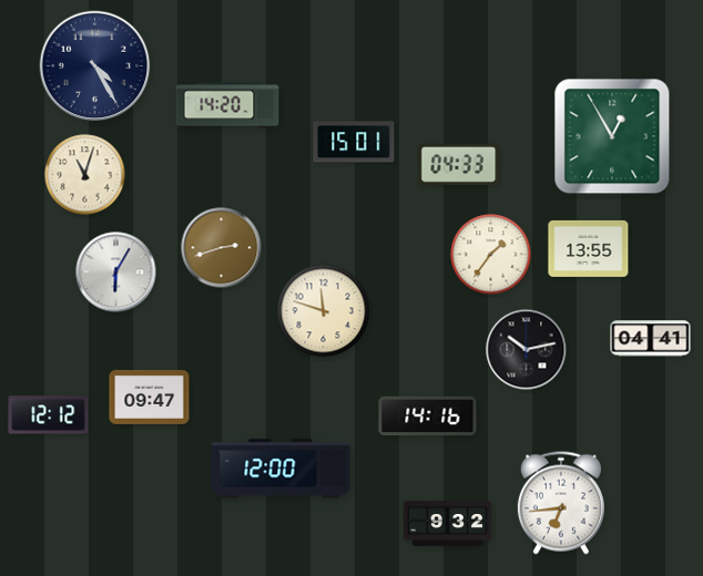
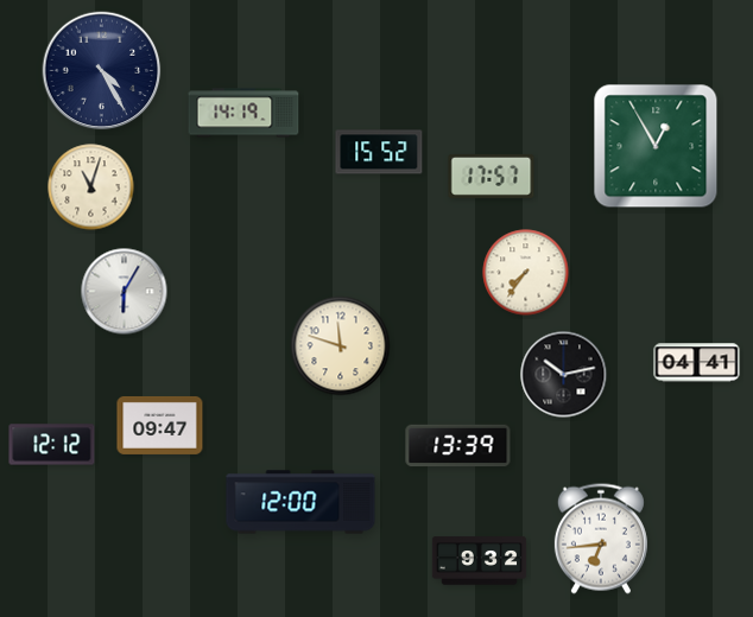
clock at (227, 105): 14:20 -> 14:19
clock at (354, 142): 15:01 -> 15:52
clock at (459, 164): 04:33 -> 17:57
clock at (222, 248): 2:42 -> none
clock at (589, 248): 13:55 -> none
clock at (491, 255): 1:36 -> 7:36
clock at (324, 311) position: (324, 311) -> (341, 346)
clock at (428, 416): 14:16 -> 13:39
